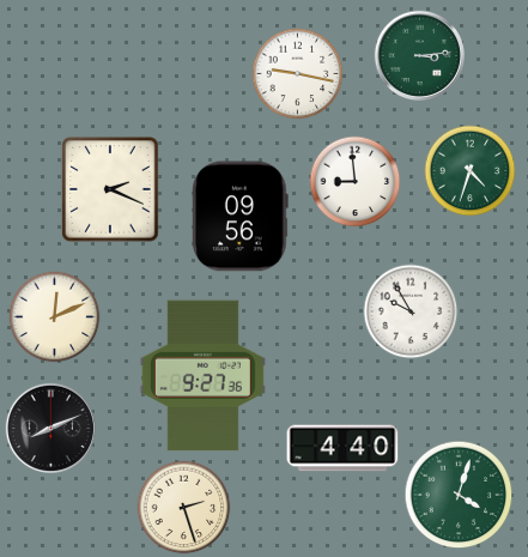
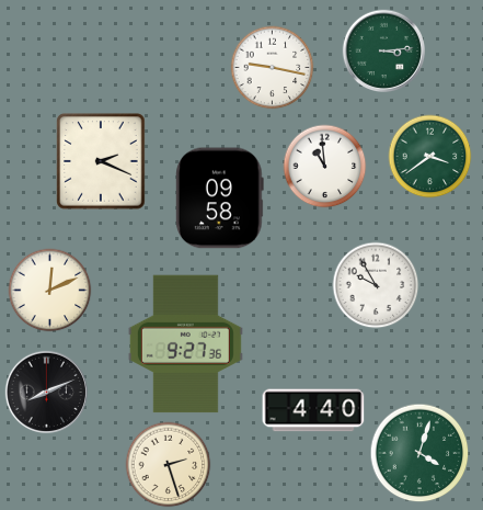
clock at (471, 171): 4:33 -> 3:39
clock at (356, 182): 8:59 -> 10:59
clock at (110, 189) position: (110, 189) -> (101, 161)
clock at (239, 217): 09:56 -> 09:58
